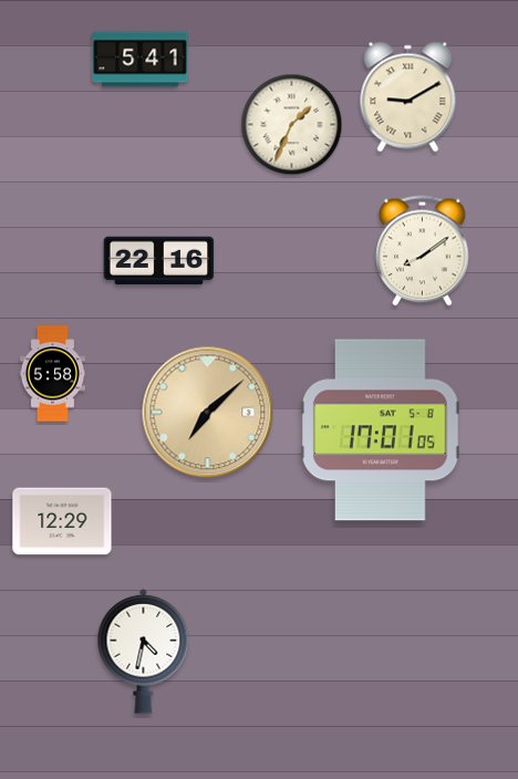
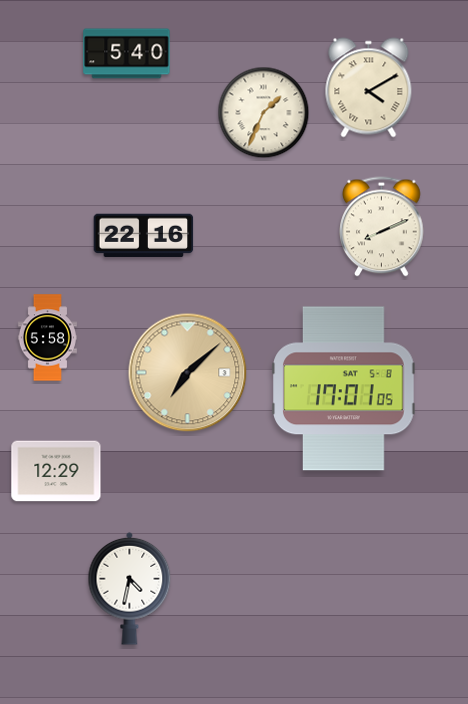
clock at (141, 60): 5:41 -> 5:40
clock at (408, 97): 9:10 -> 4:10
clock at (423, 251): 8:09 -> 8:11
